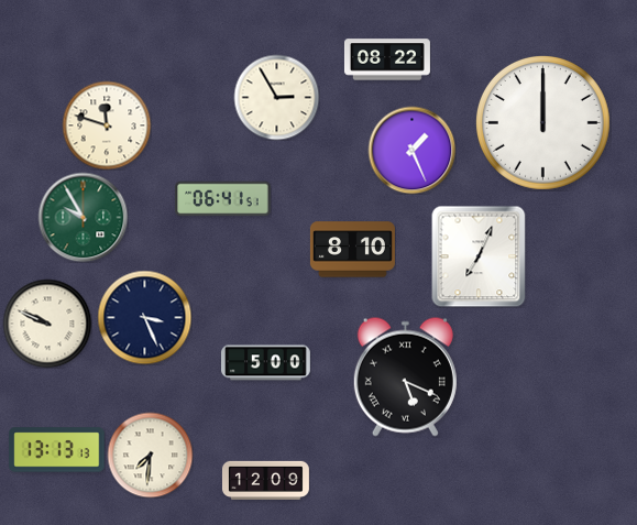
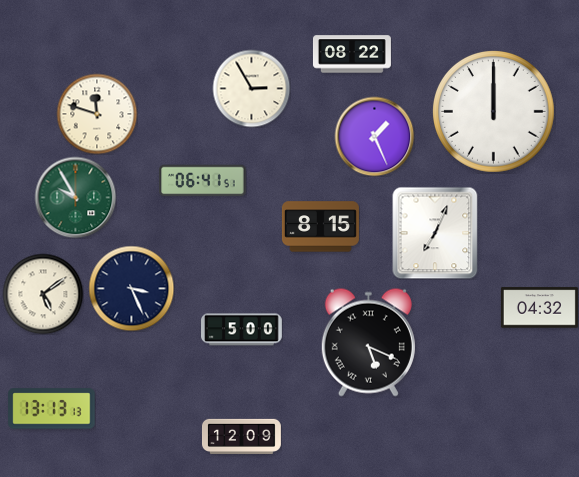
clock at (352, 250): 8:10 -> 8:15
clock at (47, 324): 9:49 -> 5:09
clock at (539, 308): none -> 04:32
clock at (150, 455): 7:31 -> none
